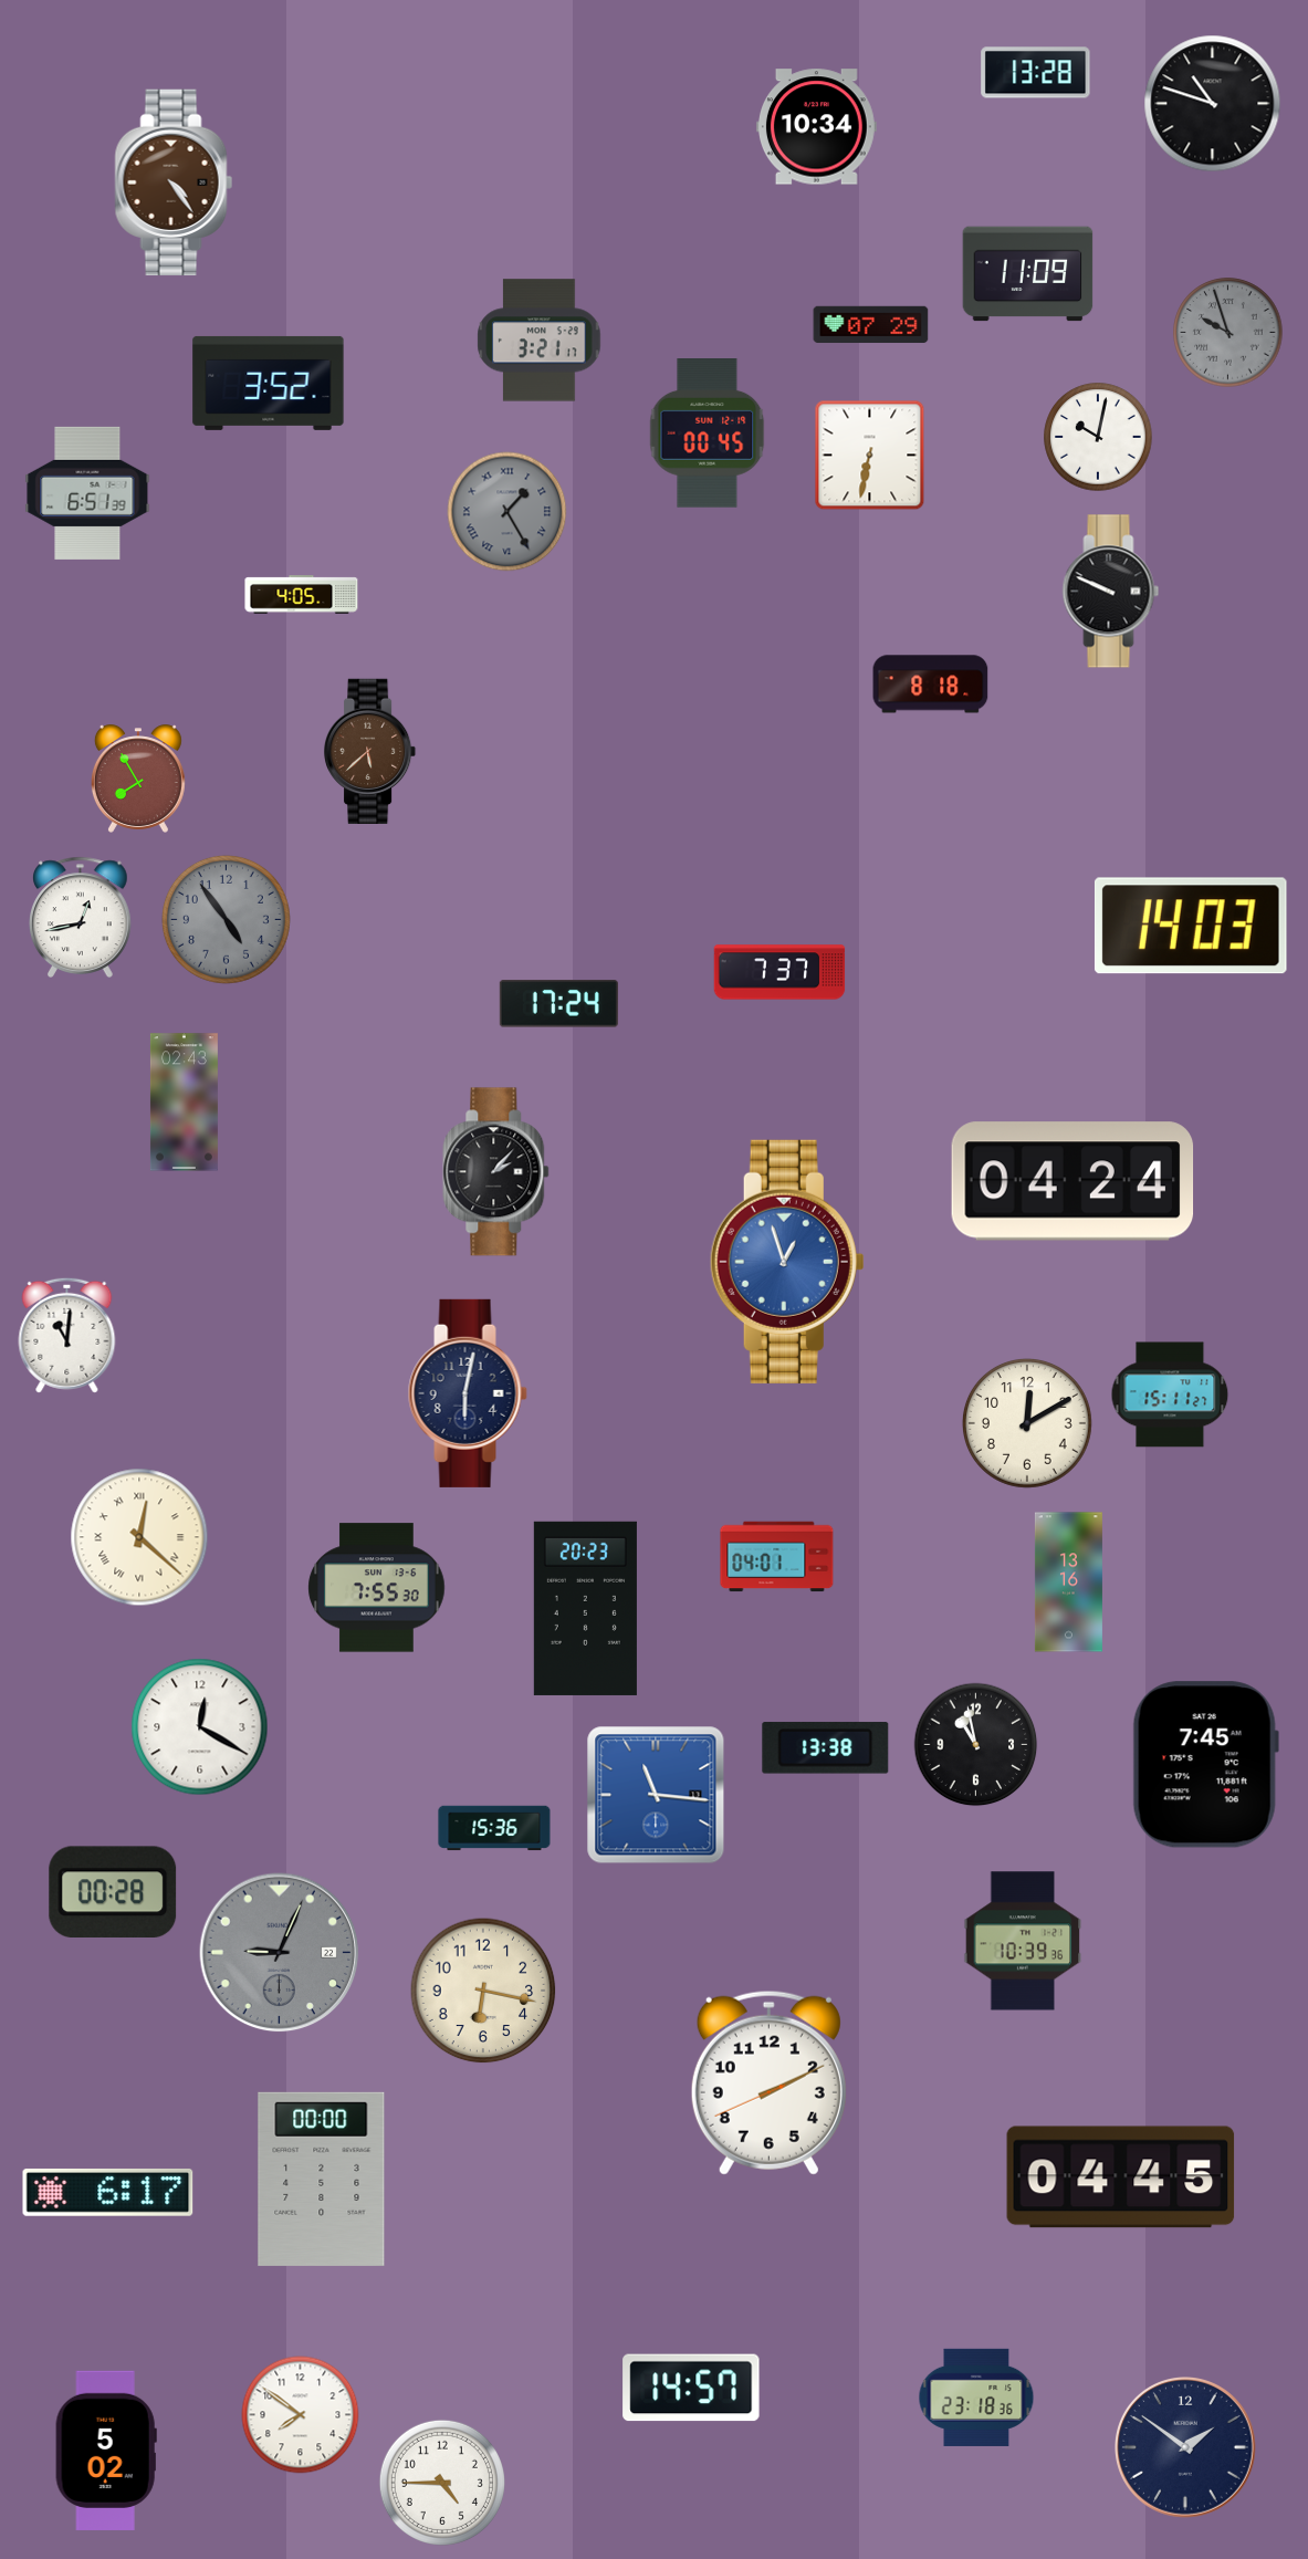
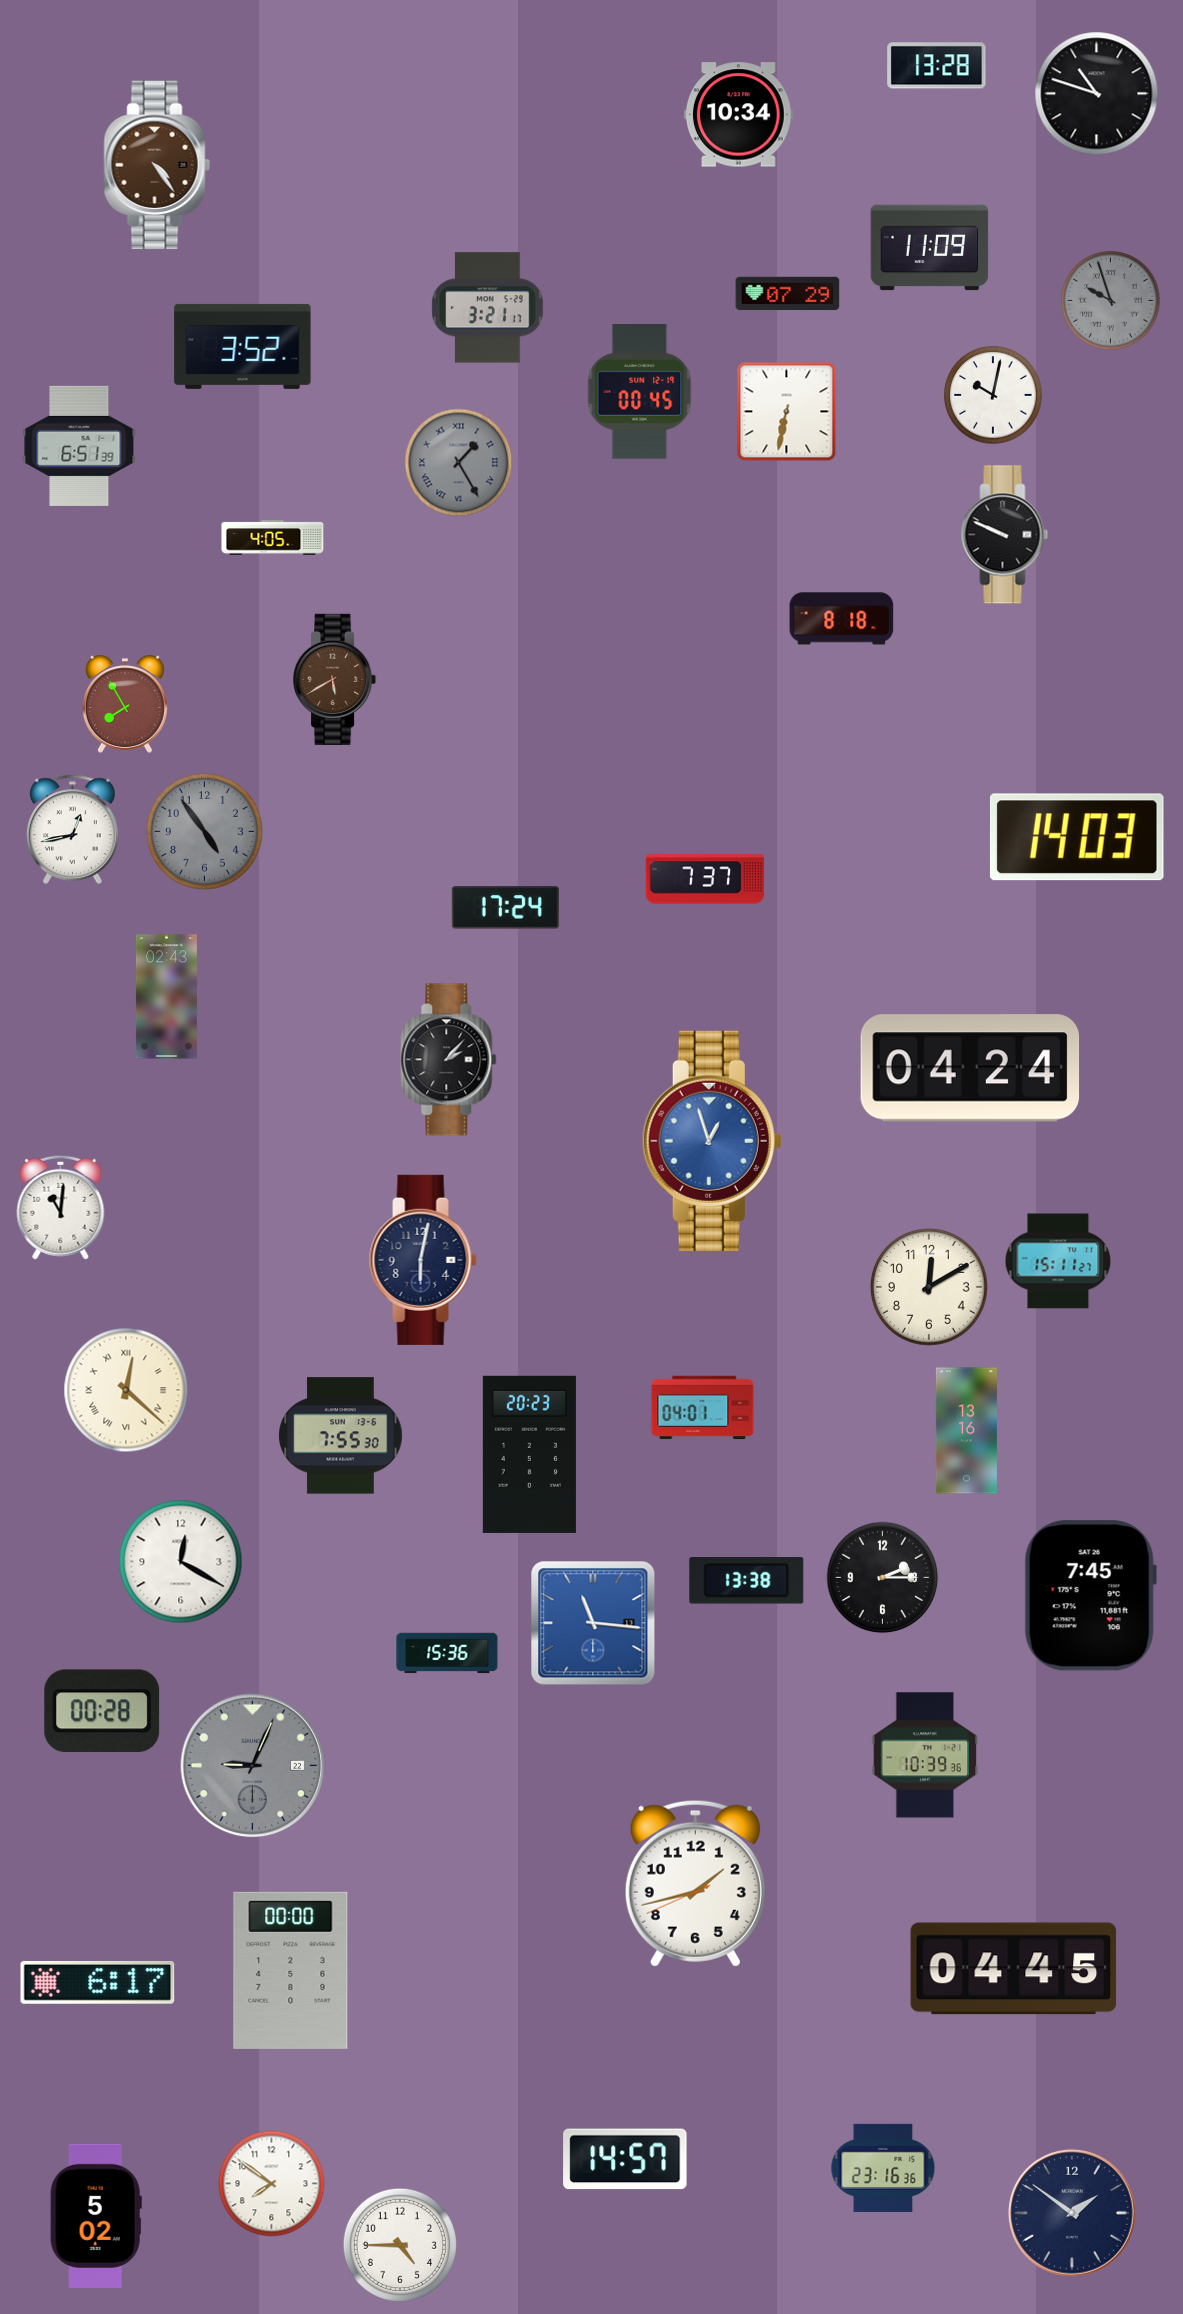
clock at (372, 751): 5:38 -> 5:40
clock at (976, 1745): 10:58 -> 2:15
clock at (483, 1991): 6:17 -> none
clock at (768, 2082): 2:10 -> 1:42
clock at (976, 2398): 23:18 -> 23:16
